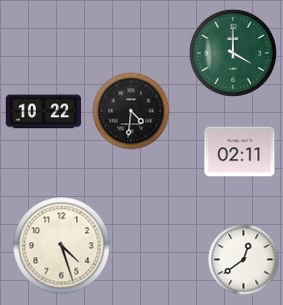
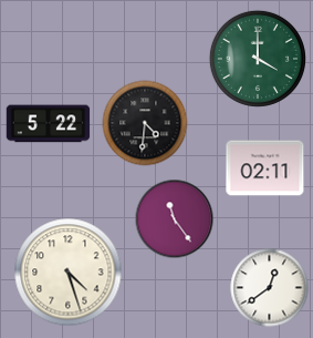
clock at (44, 112): 10:22 -> 5:22
clock at (175, 219): none -> 11:24
